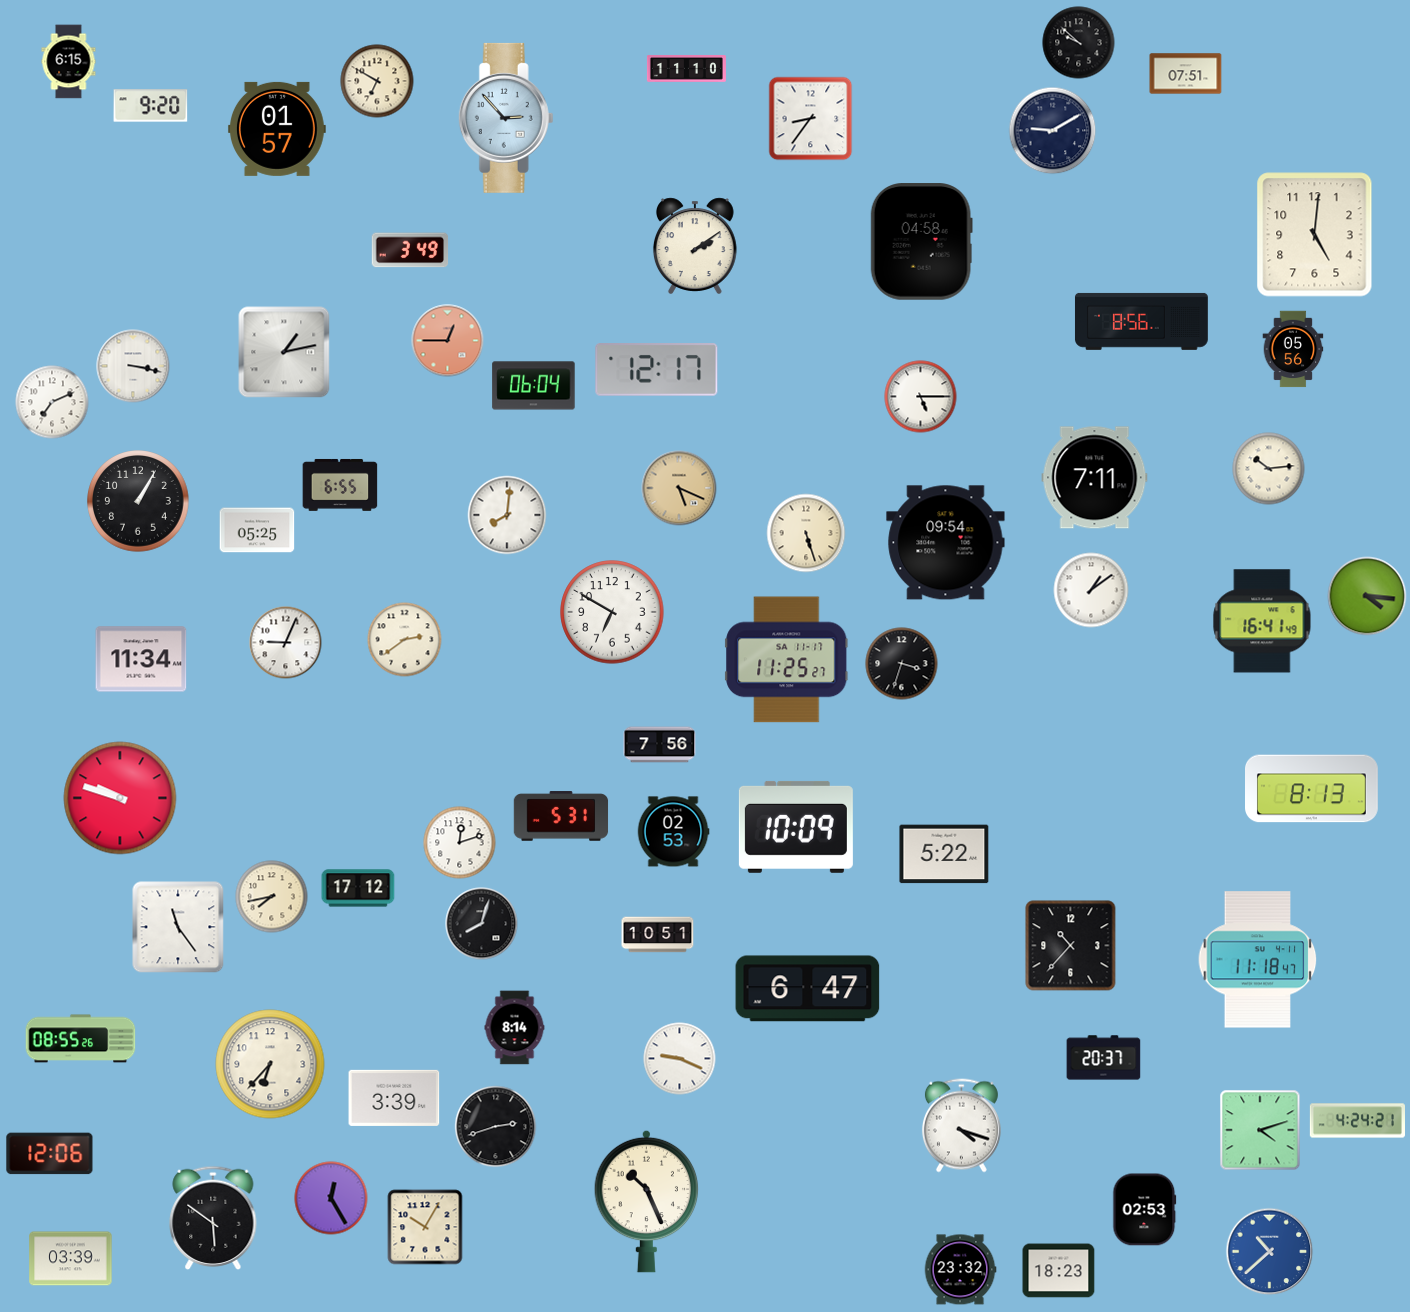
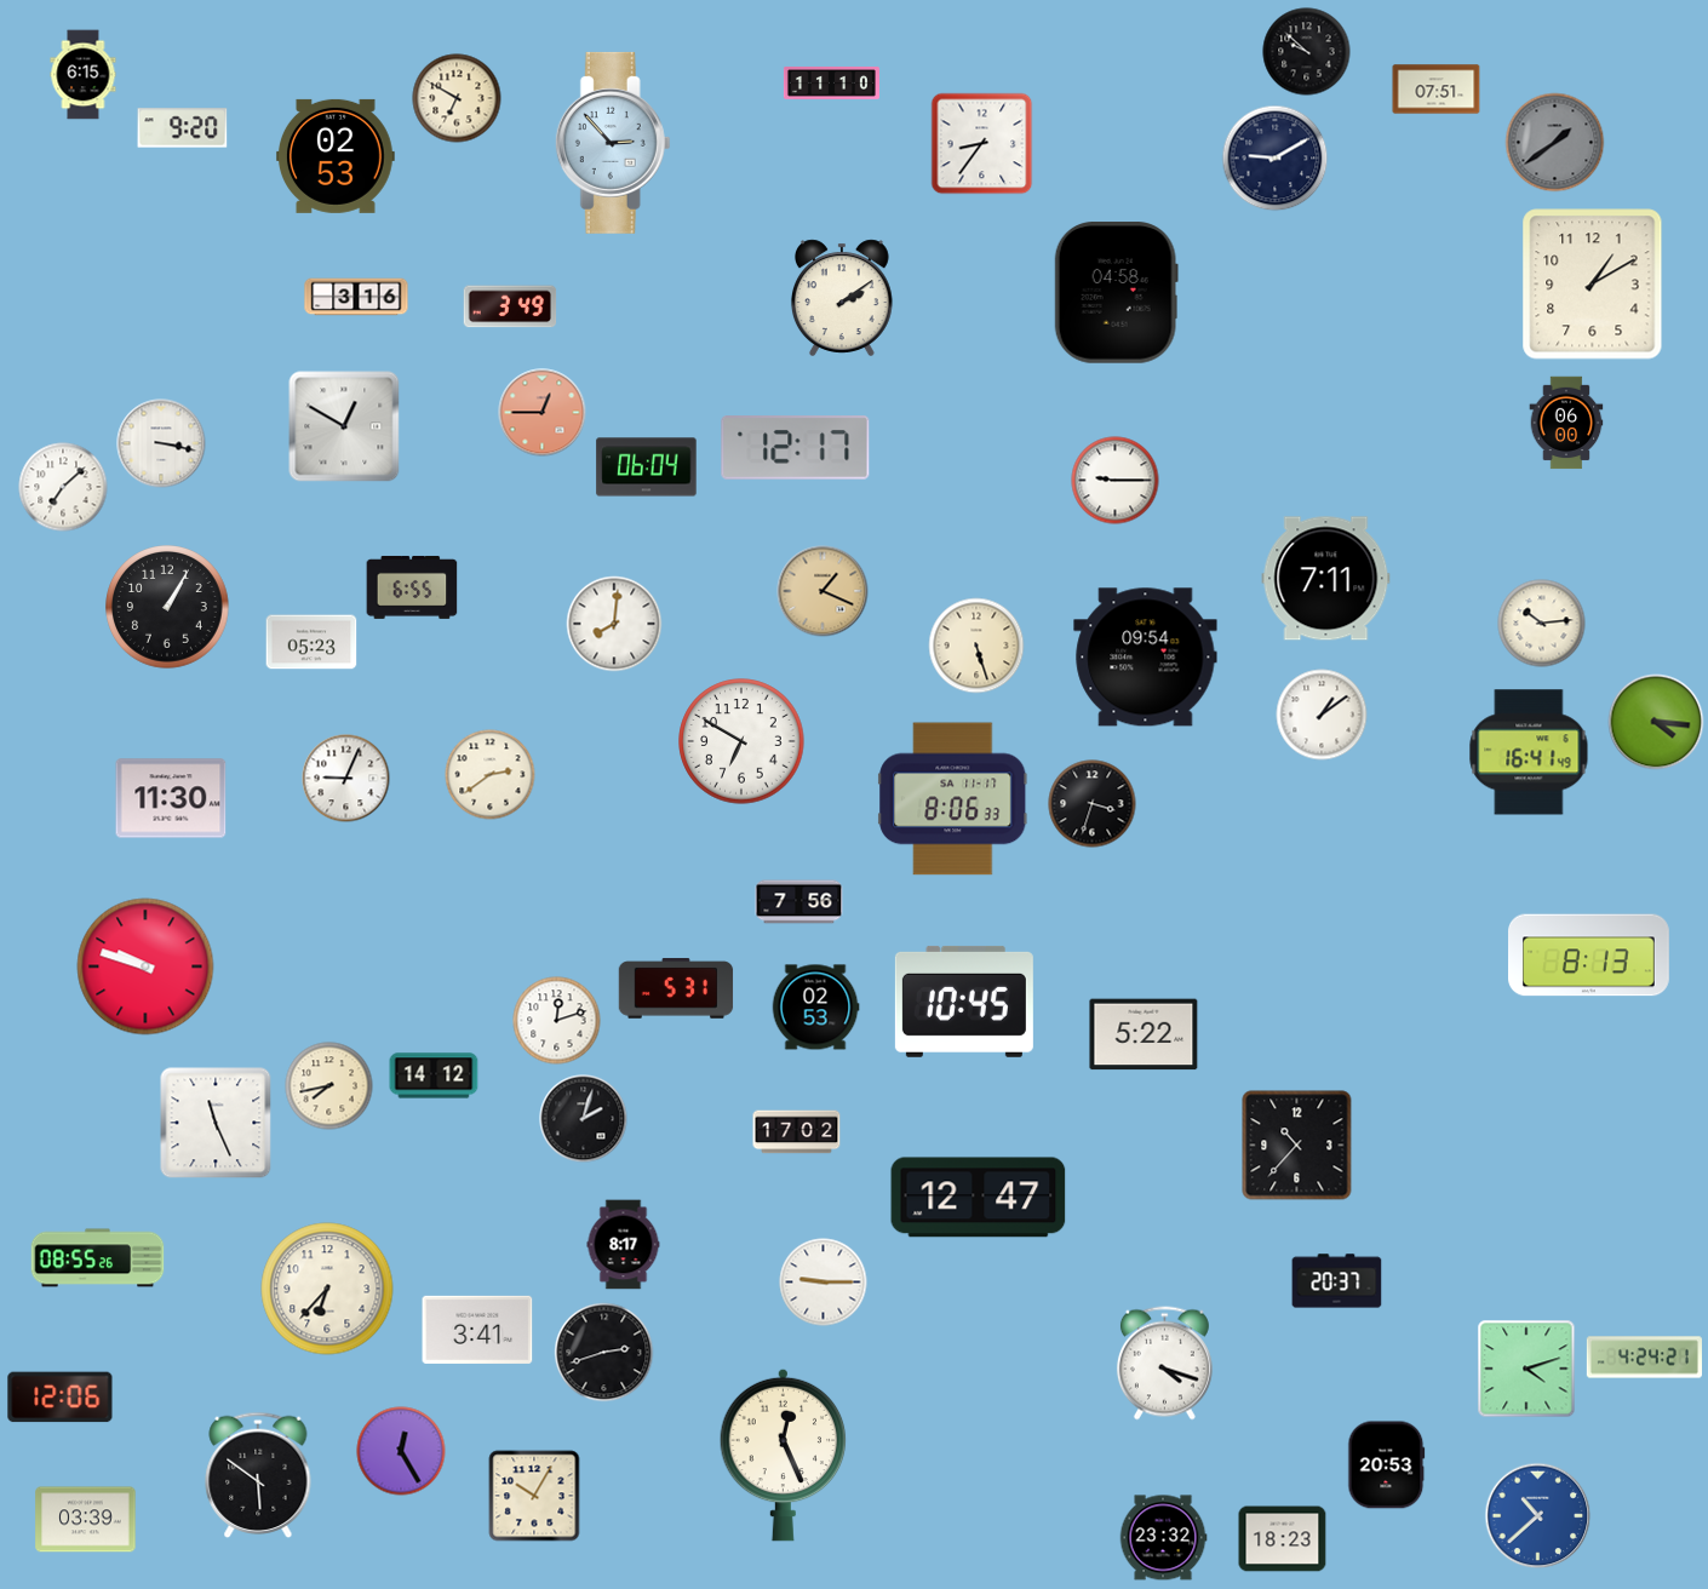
clock at (1555, 143): none -> 1:39
clock at (277, 129): 01:57 -> 02:53
clock at (1315, 235): 5:01 -> 1:10
clock at (356, 297): none -> 3:16
clock at (410, 250) position: (410, 250) -> (510, 306)
clock at (1141, 321): 8:56 -> none
clock at (1293, 349): 05:56 -> 06:00
clock at (284, 352): 1:13 -> 12:50
clock at (921, 397): 5:15 -> 9:15
clock at (52, 402): 7:11 -> 7:08
clock at (1269, 469) position: (1269, 469) -> (1542, 624)
clock at (679, 488): 5:19 -> 1:19
clock at (257, 530): 05:25 -> 05:23
clock at (141, 659): 11:34 -> 11:30
clock at (787, 660): 11:25 -> 8:06
clock at (561, 816) position: (561, 816) -> (676, 988)
clock at (796, 827): 10:09 -> 10:45
clock at (358, 888): 17:12 -> 14:12
clock at (482, 924): 8:03 -> 2:03
clock at (178, 927): 11:24 -> 11:26
clock at (658, 935): 10:51 -> 17:02
clock at (1258, 960): 11:18 -> none
clock at (808, 989): 6:47 -> 12:47
clock at (515, 1028): 8:14 -> 8:17
clock at (680, 1059): 9:19 -> 9:15
clock at (394, 1098): 3:39 -> 3:41
clock at (496, 1127) position: (496, 1127) -> (604, 1353)
clock at (647, 1201): 10:26 -> 12:26
clock at (1145, 1210): 02:53 -> 20:53
clock at (425, 1227) position: (425, 1227) -> (534, 1496)
clock at (71, 1259) position: (71, 1259) -> (86, 1520)
